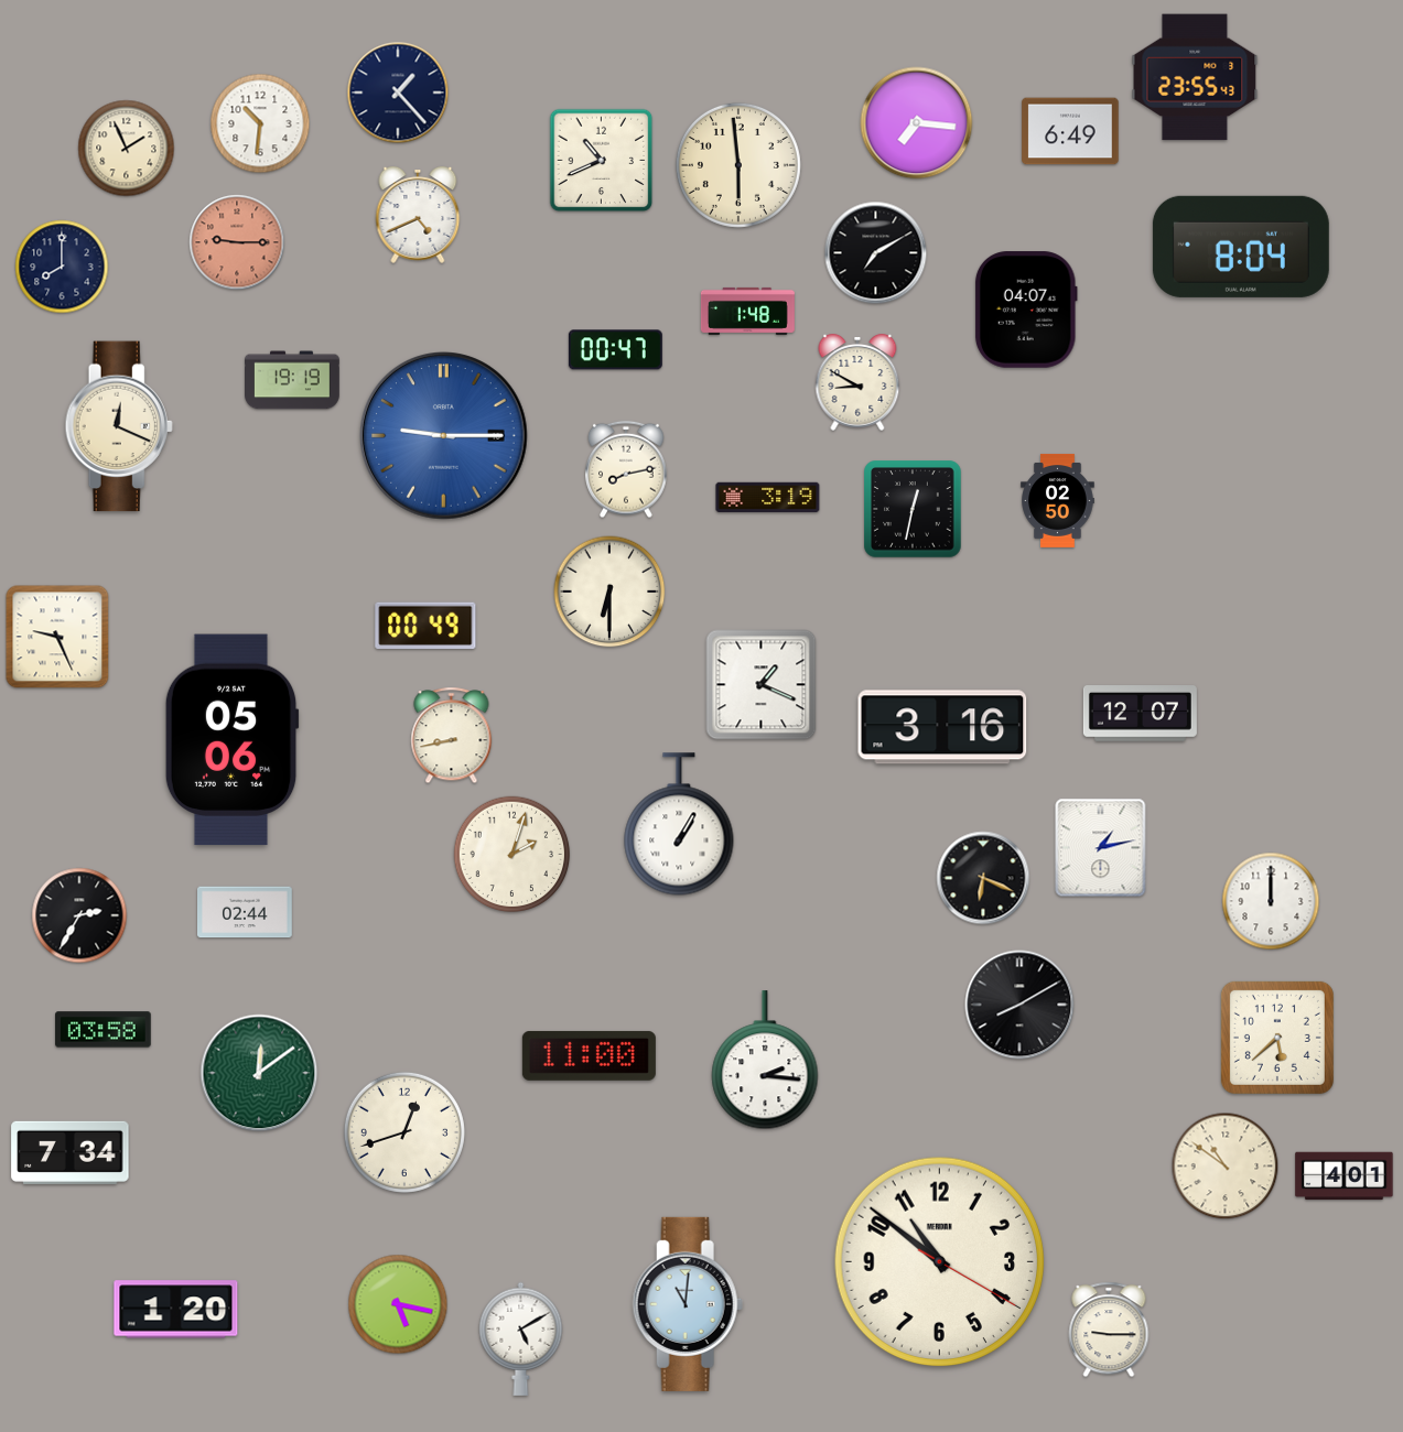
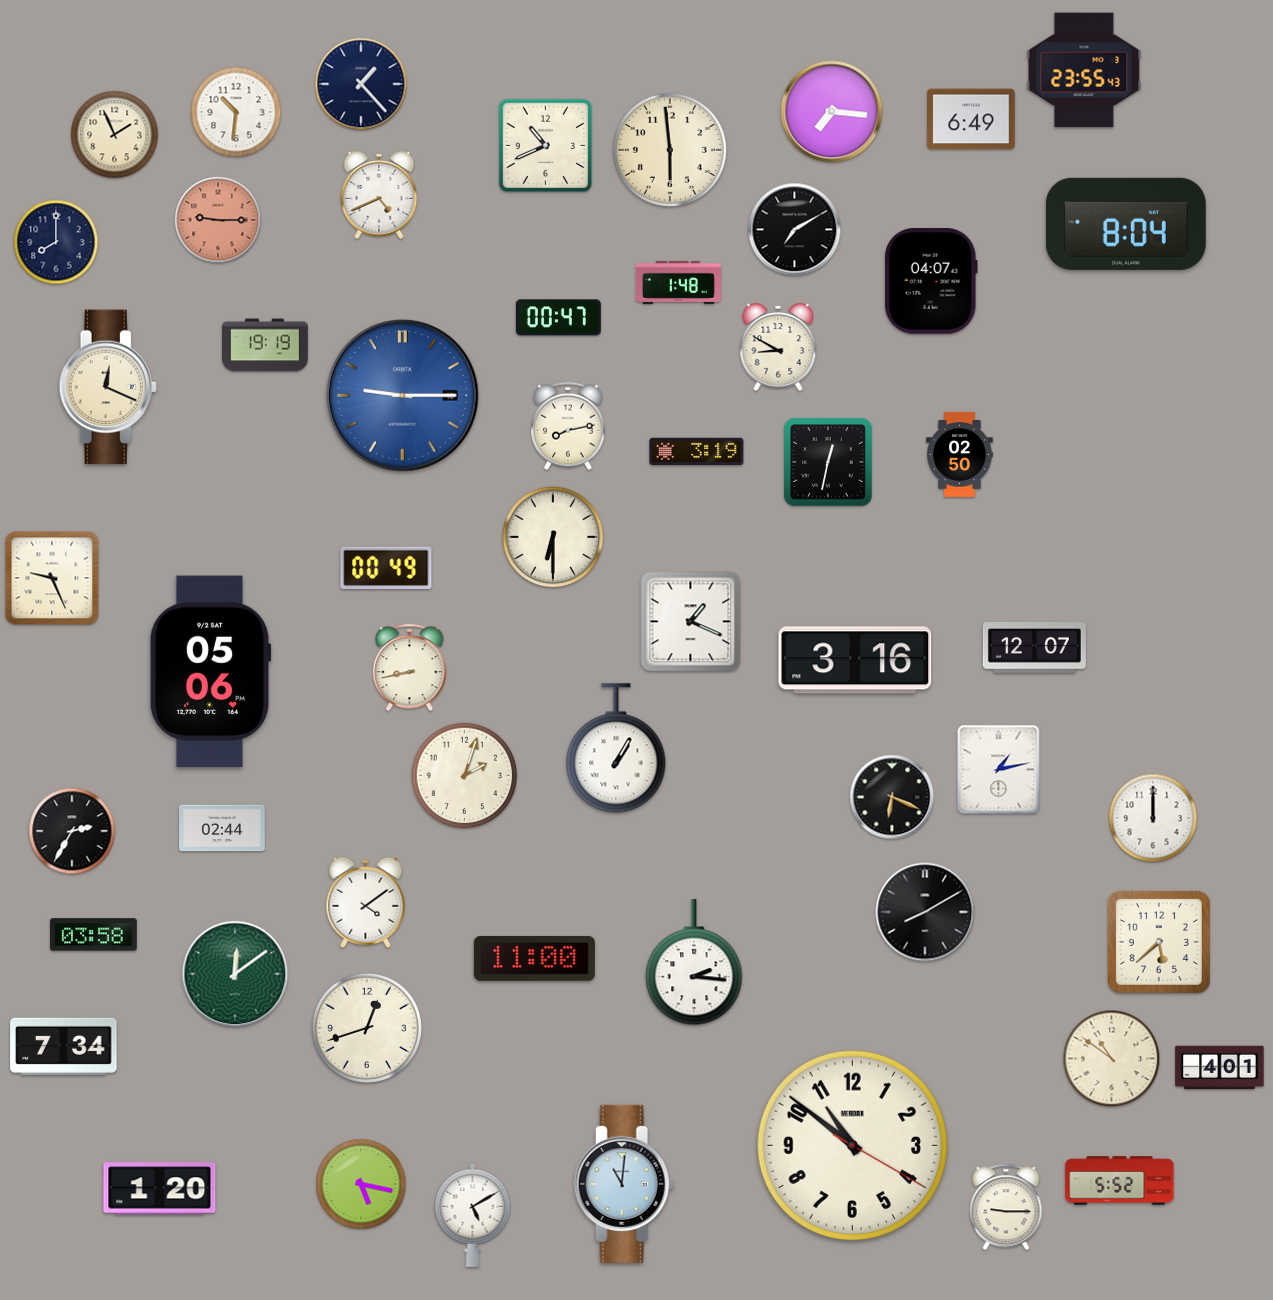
clock at (237, 242) position: (237, 242) -> (218, 220)
clock at (366, 902): none -> 4:09
clock at (1120, 1181): none -> 5:52
